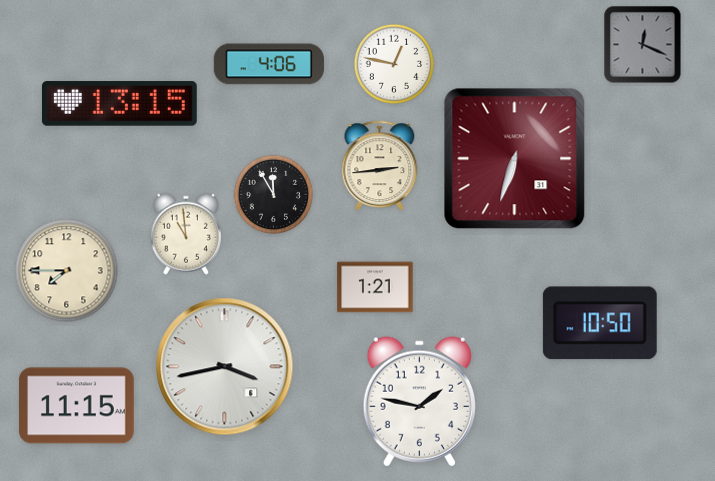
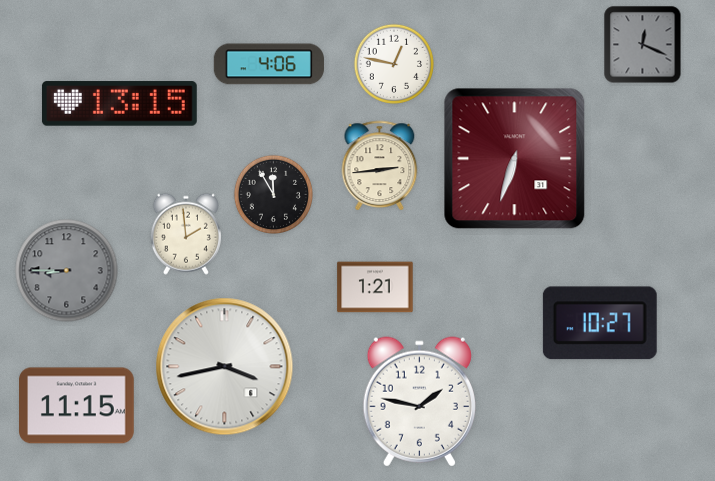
clock at (186, 234): 10:59 -> 1:59
clock at (67, 271): 7:45 -> 8:45
clock at (67, 271) dial: cream -> grey
clock at (600, 323): 10:50 -> 10:27
